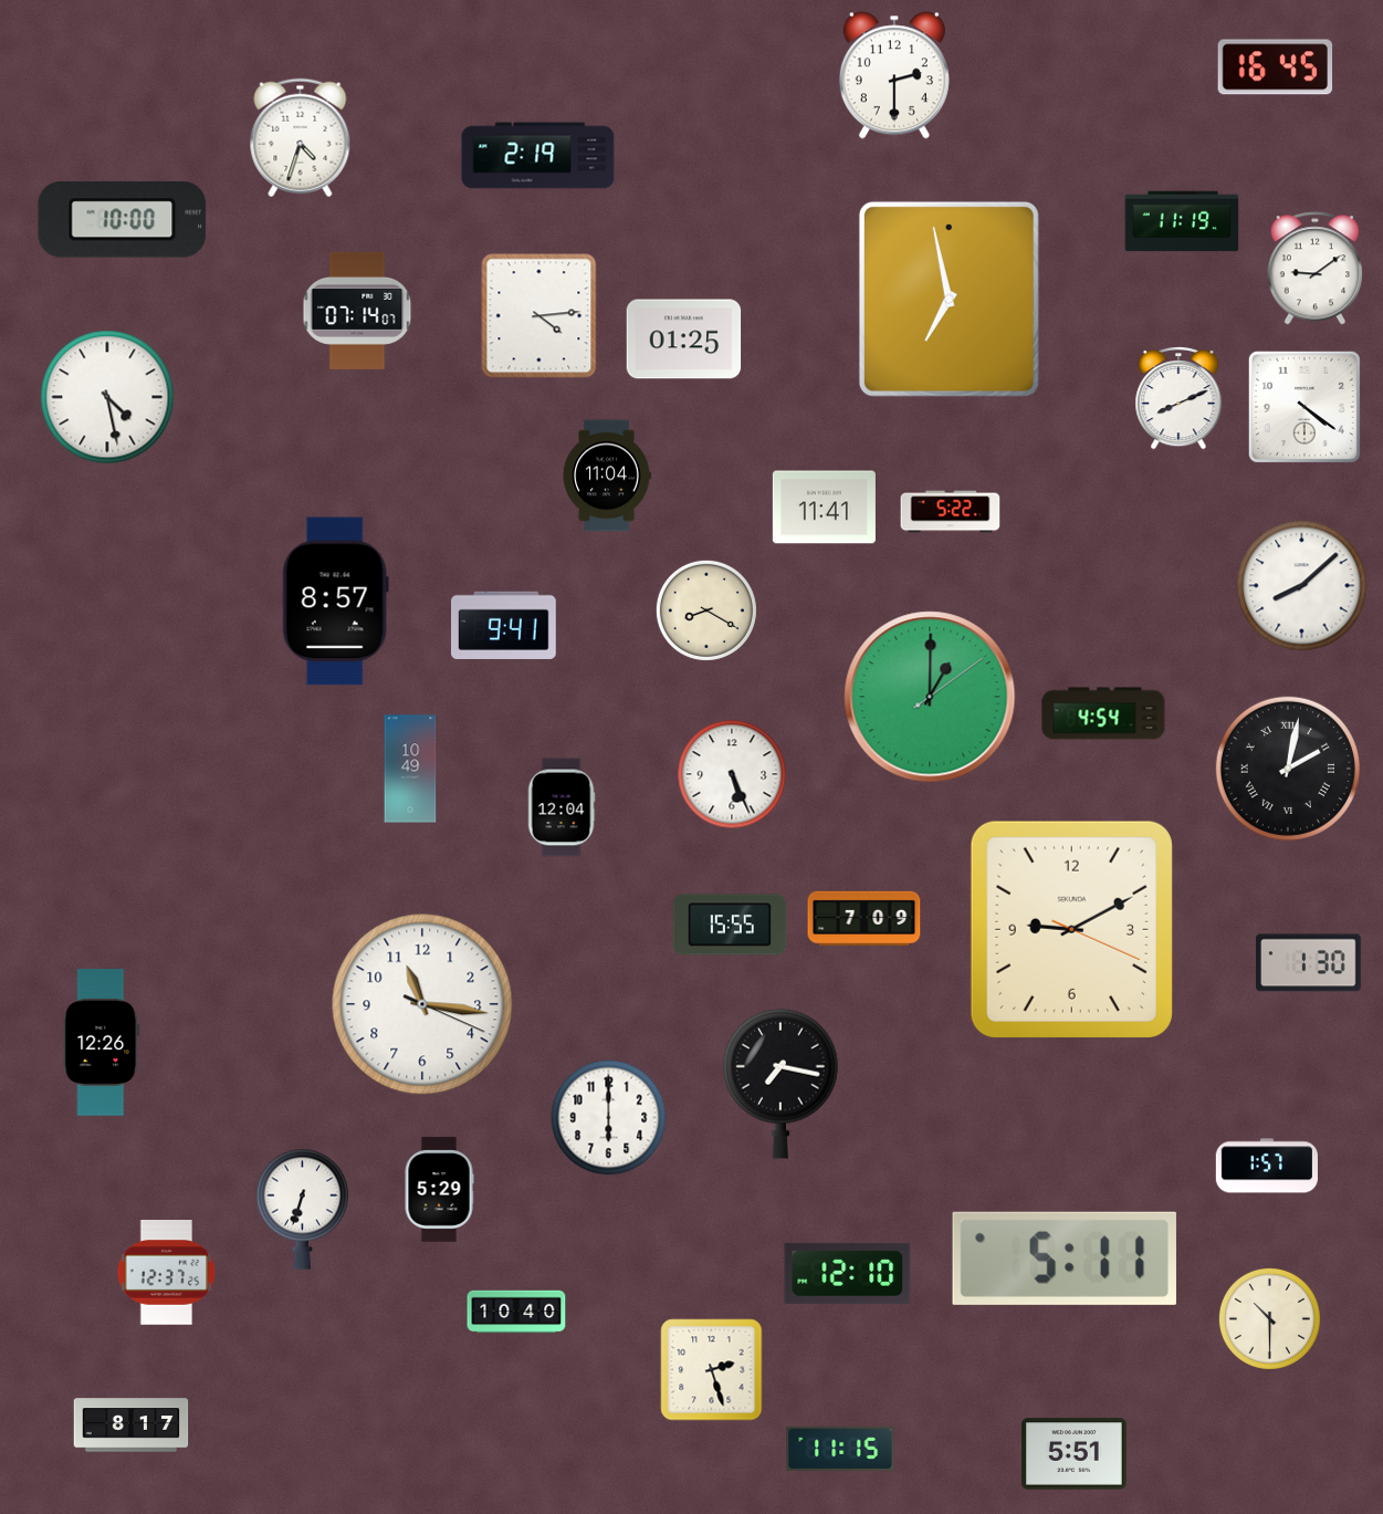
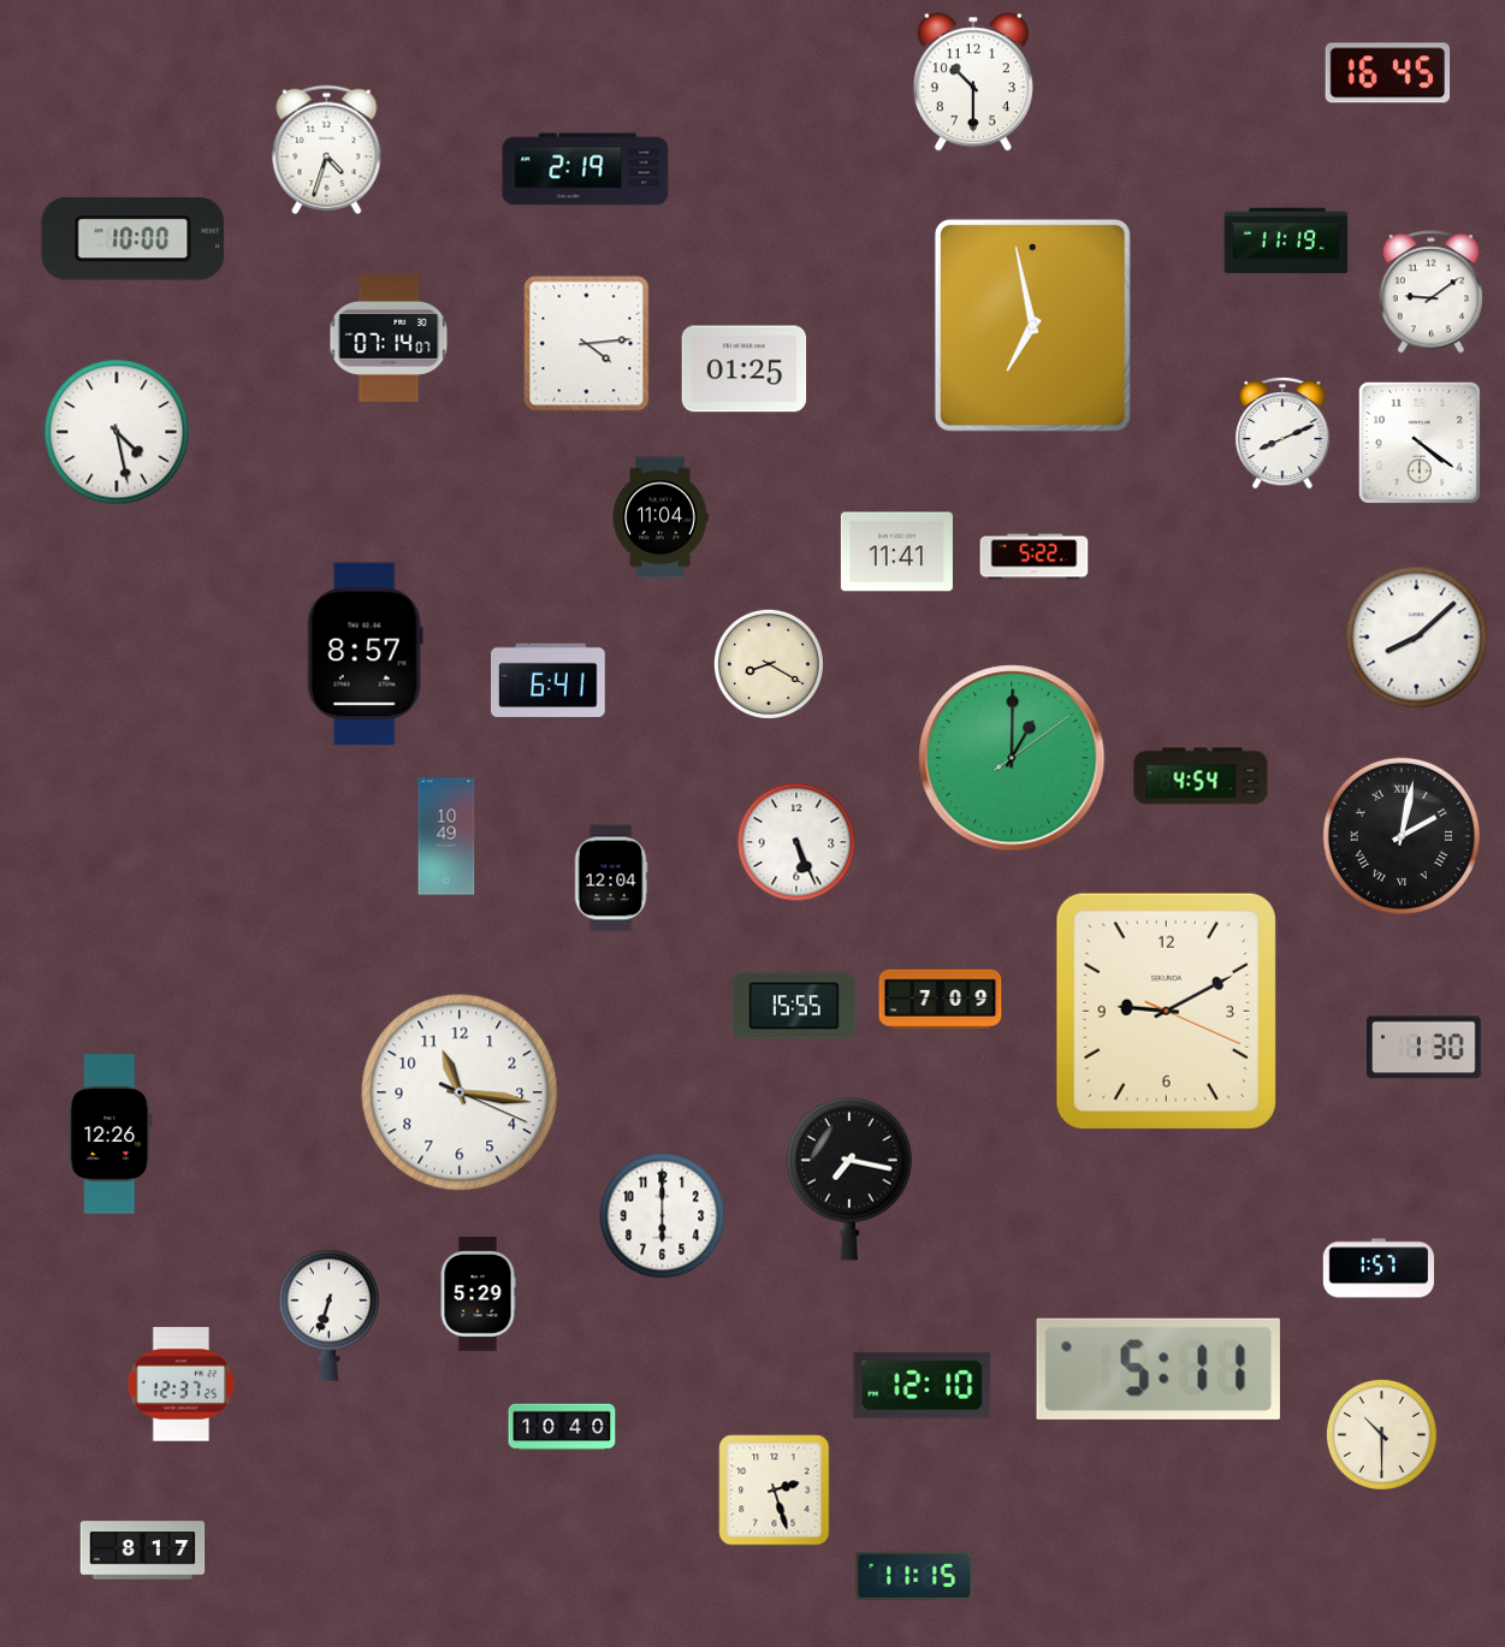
clock at (894, 75): 2:30 -> 10:30
clock at (504, 625): 9:41 -> 6:41
clock at (1075, 1454): 5:51 -> none
